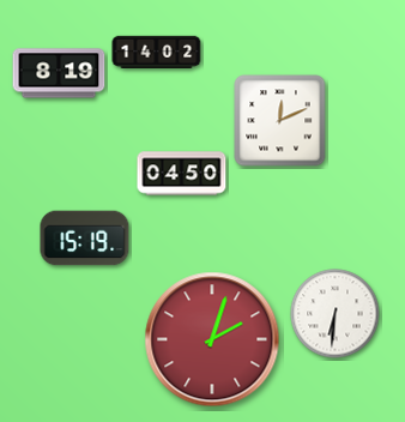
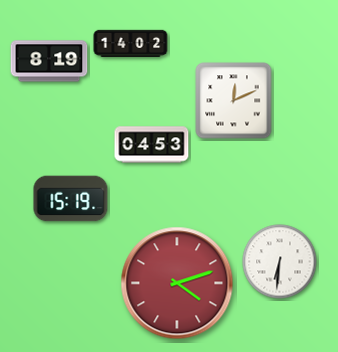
clock at (182, 174): 04:50 -> 04:53
clock at (212, 339): 2:03 -> 4:12
